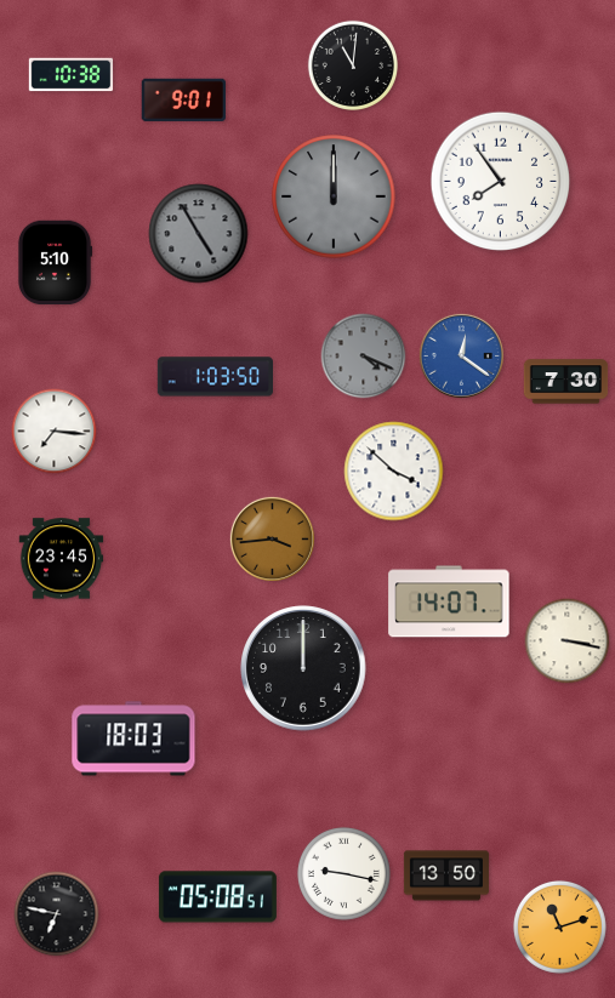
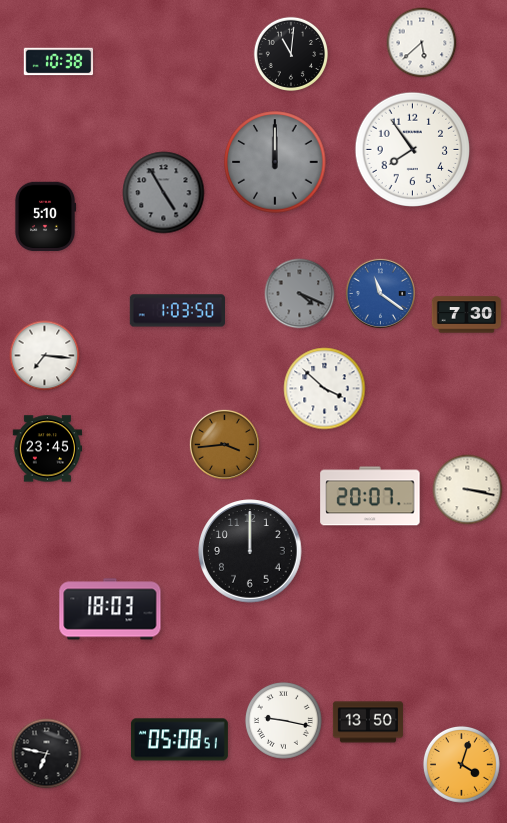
clock at (422, 43): none -> 5:38
clock at (183, 99): 9:01 -> none
clock at (461, 355): 12:21 -> 11:21
clock at (62, 559) position: (62, 559) -> (48, 449)
clock at (449, 601): 14:07 -> 20:07
clock at (568, 641) position: (568, 641) -> (468, 490)
clock at (559, 926): 11:12 -> 4:03
